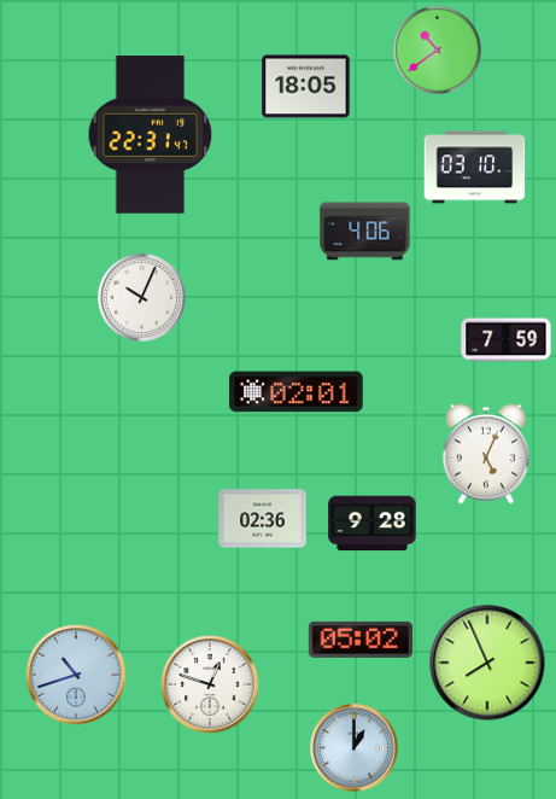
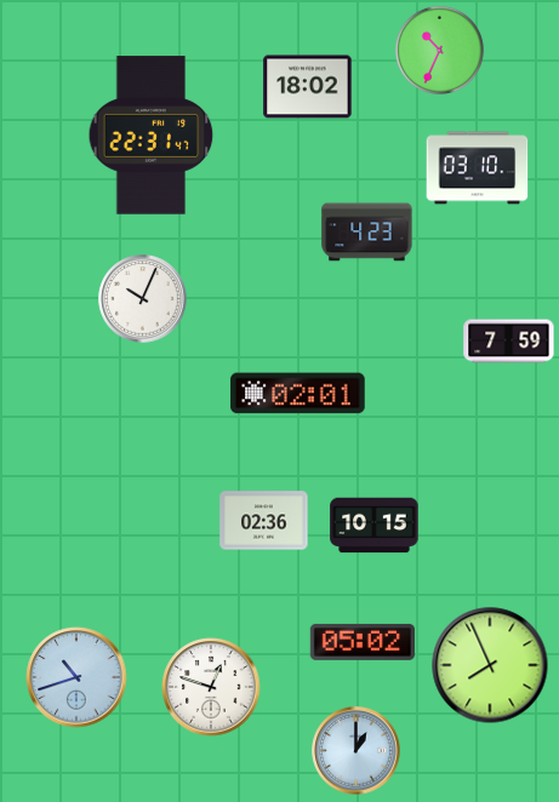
clock at (437, 49): 10:39 -> 10:34
clock at (306, 87): 18:05 -> 18:02
clock at (365, 232): 4:06 -> 4:23
clock at (486, 454): 5:04 -> none
clock at (373, 524): 9:28 -> 10:15
